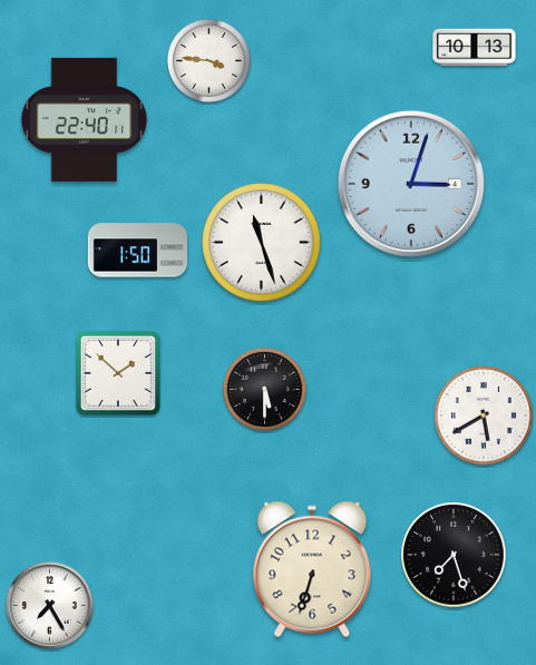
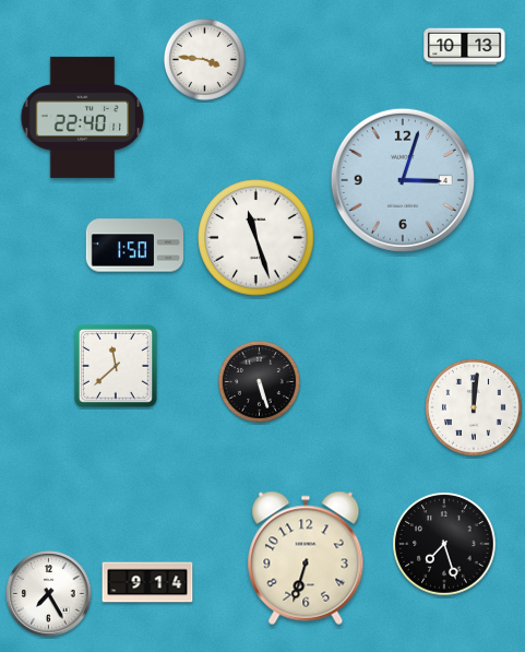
clock at (118, 373): 1:52 -> 11:38
clock at (264, 389): 5:30 -> 5:27
clock at (485, 417): 5:40 -> 12:01
clock at (147, 582): none -> 9:14
